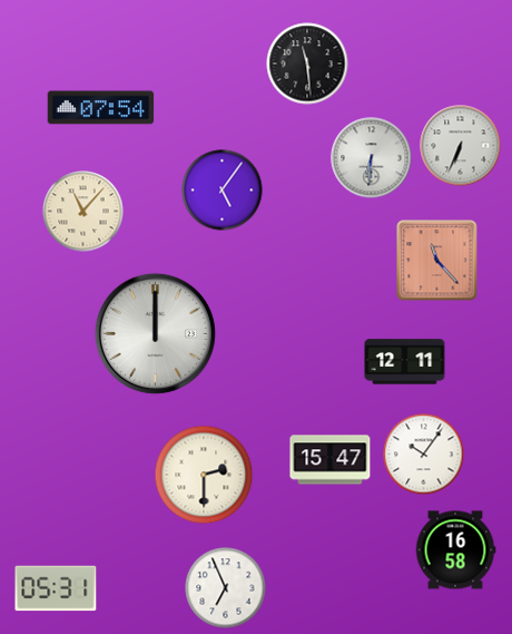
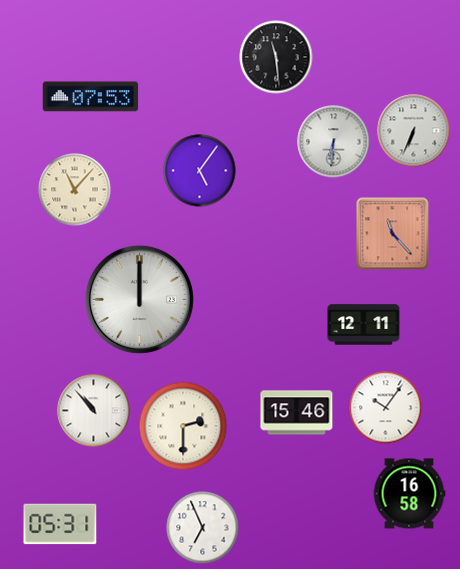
clock at (101, 108): 07:54 -> 07:53
clock at (424, 455) position: (424, 455) -> (386, 408)
clock at (94, 411): none -> 10:53
clock at (331, 460): 15:47 -> 15:46
clock at (56, 588) position: (56, 588) -> (60, 524)
